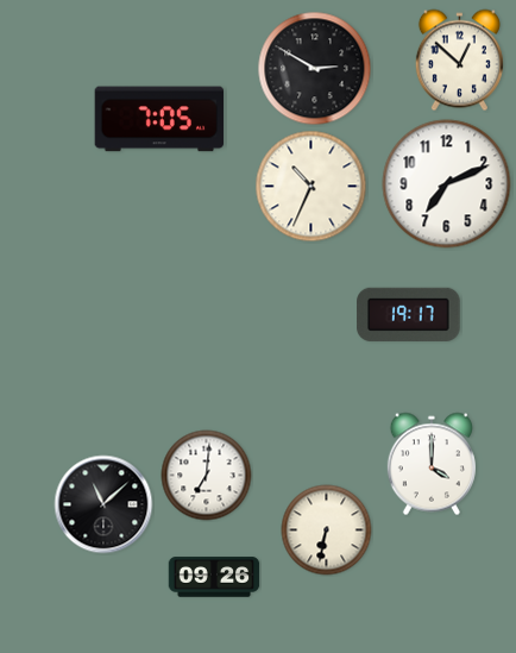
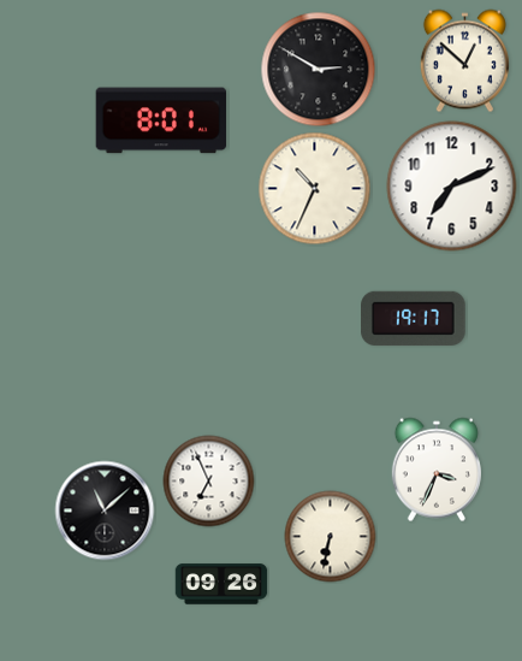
clock at (159, 119): 7:05 -> 8:01
clock at (432, 464): 4:00 -> 3:34
clock at (207, 476): 7:01 -> 6:56
clock at (214, 577) position: (214, 577) -> (221, 584)
